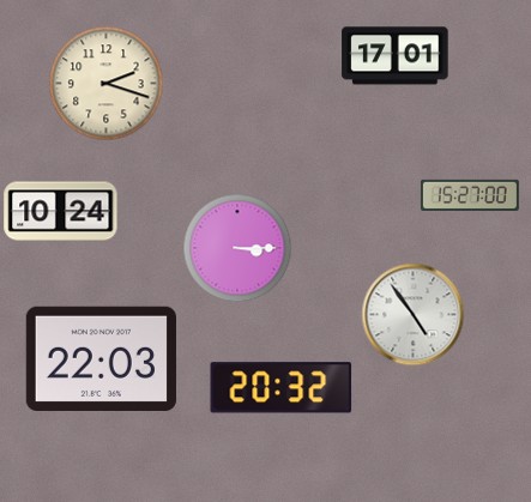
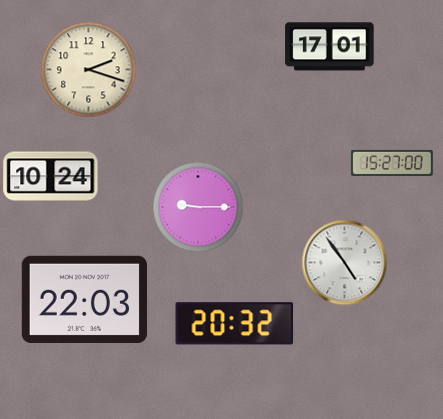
clock at (237, 248): 3:15 -> 9:15
